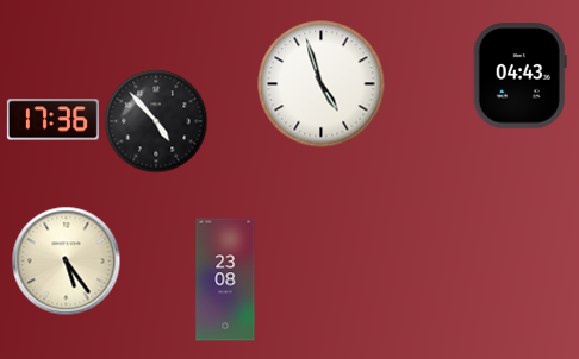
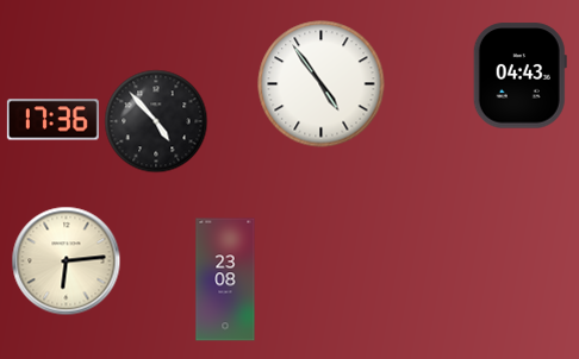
clock at (322, 84): 4:57 -> 4:54
clock at (66, 260): 5:24 -> 6:14
